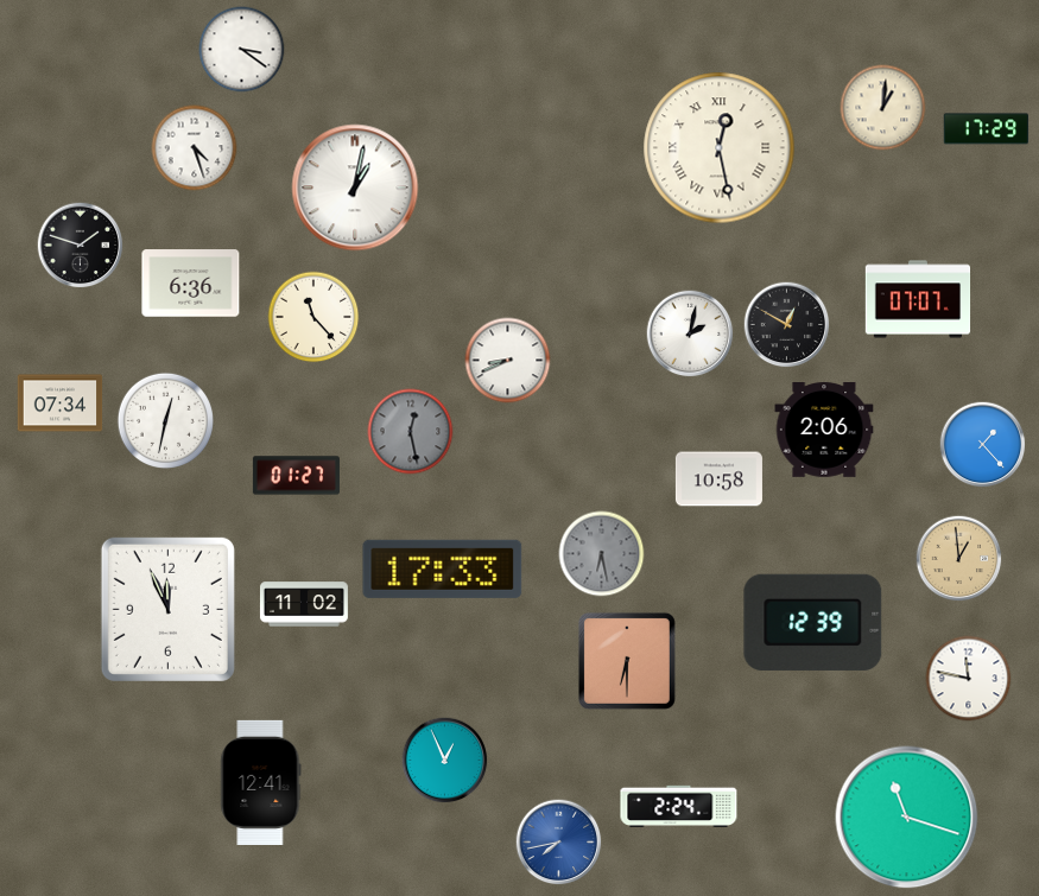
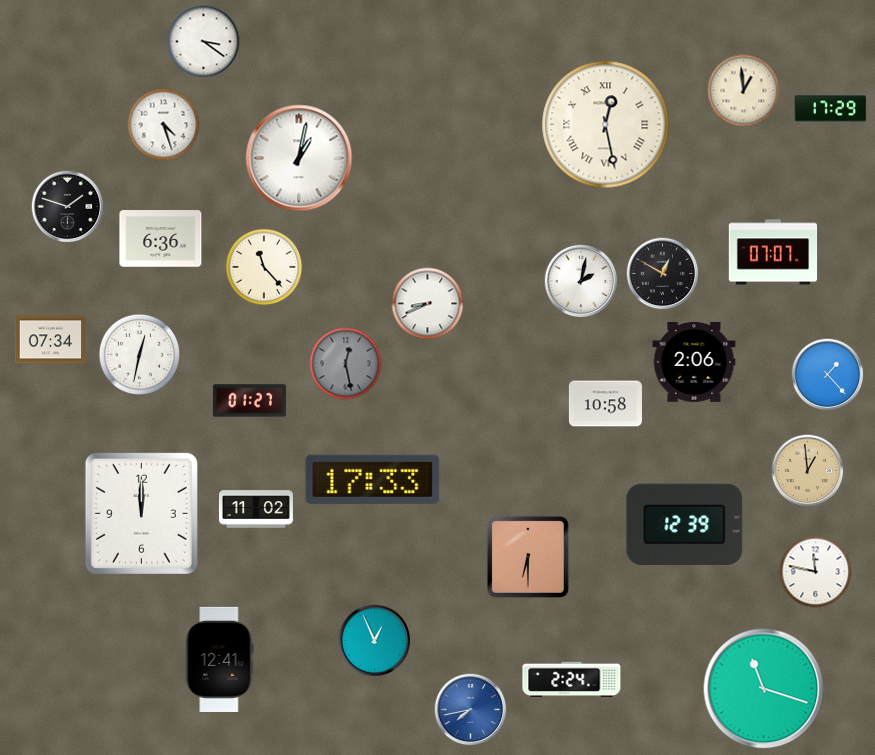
clock at (883, 108): 1:01 -> 12:59
clock at (602, 554): 6:28 -> none
clock at (167, 609): 11:56 -> 12:00
